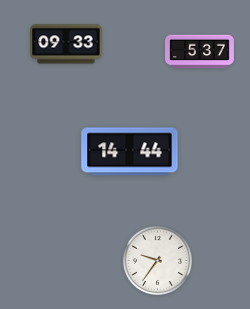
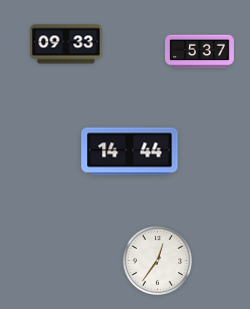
clock at (157, 260): 9:36 -> 12:36
